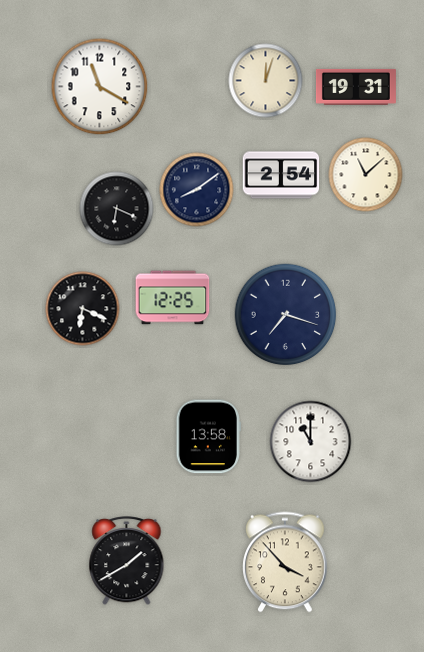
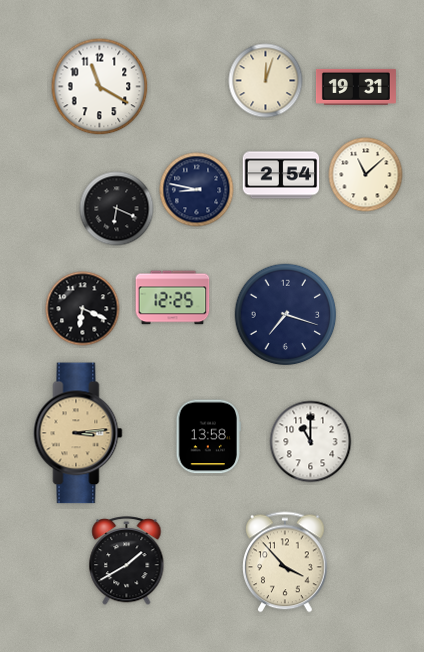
clock at (197, 190): 8:09 -> 8:47
clock at (78, 433): none -> 3:14
